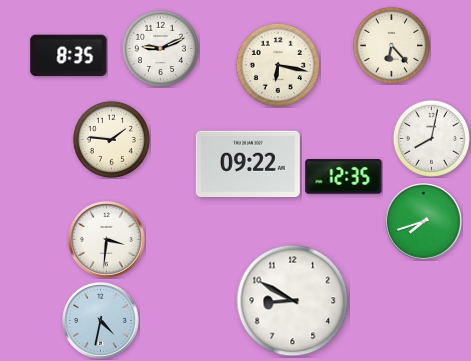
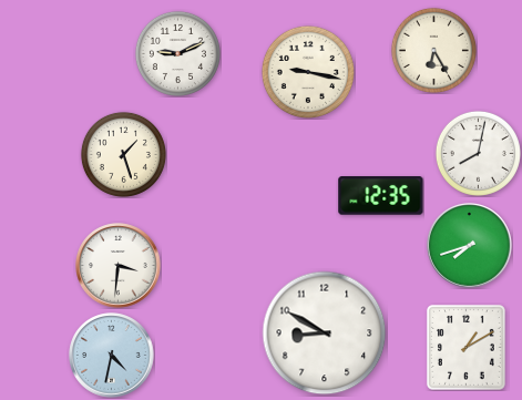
clock at (391, 45): 6:23 -> 6:25
clock at (69, 56): 8:35 -> none
clock at (278, 65): 6:17 -> 9:17
clock at (111, 139): 1:46 -> 1:27
clock at (248, 164): 09:22 -> none
clock at (465, 347): none -> 1:10
